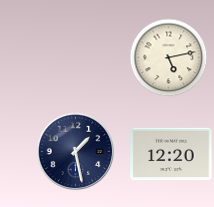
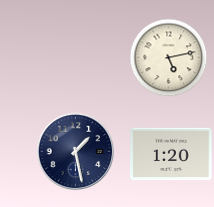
clock at (171, 154): 12:20 -> 1:20
